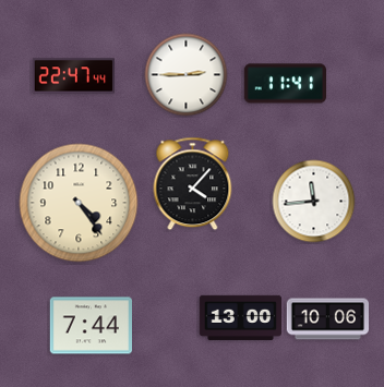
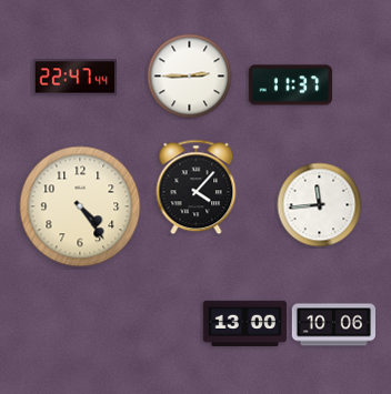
clock at (285, 84): 11:41 -> 11:37
clock at (91, 326): 7:44 -> none
